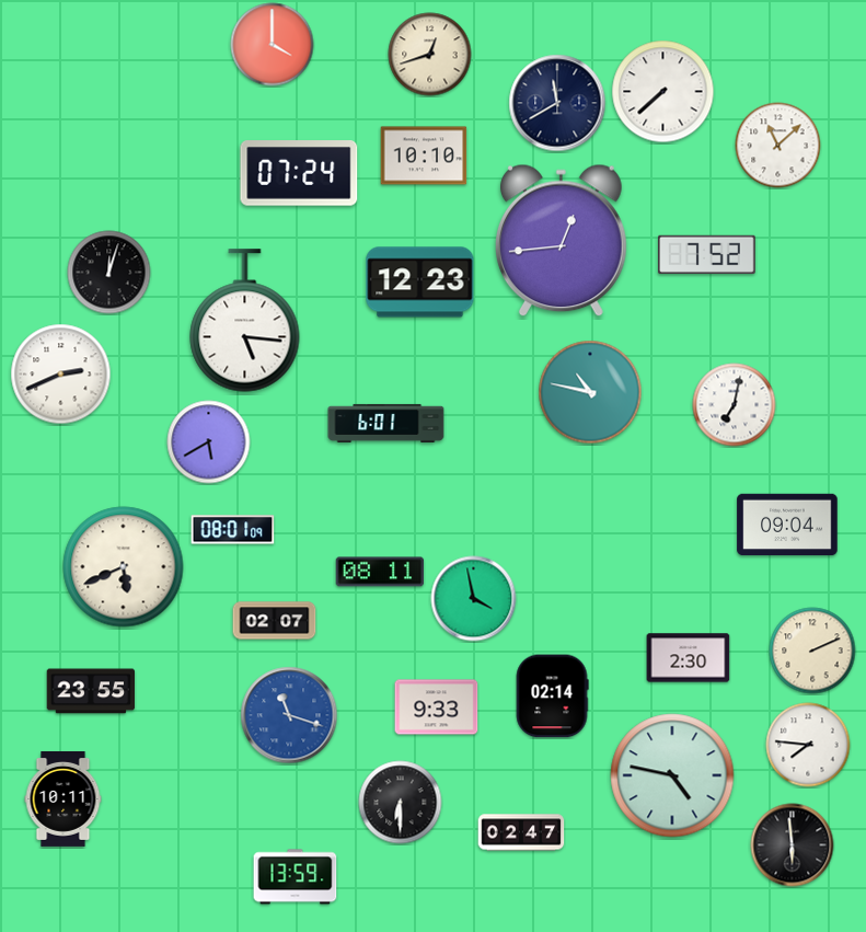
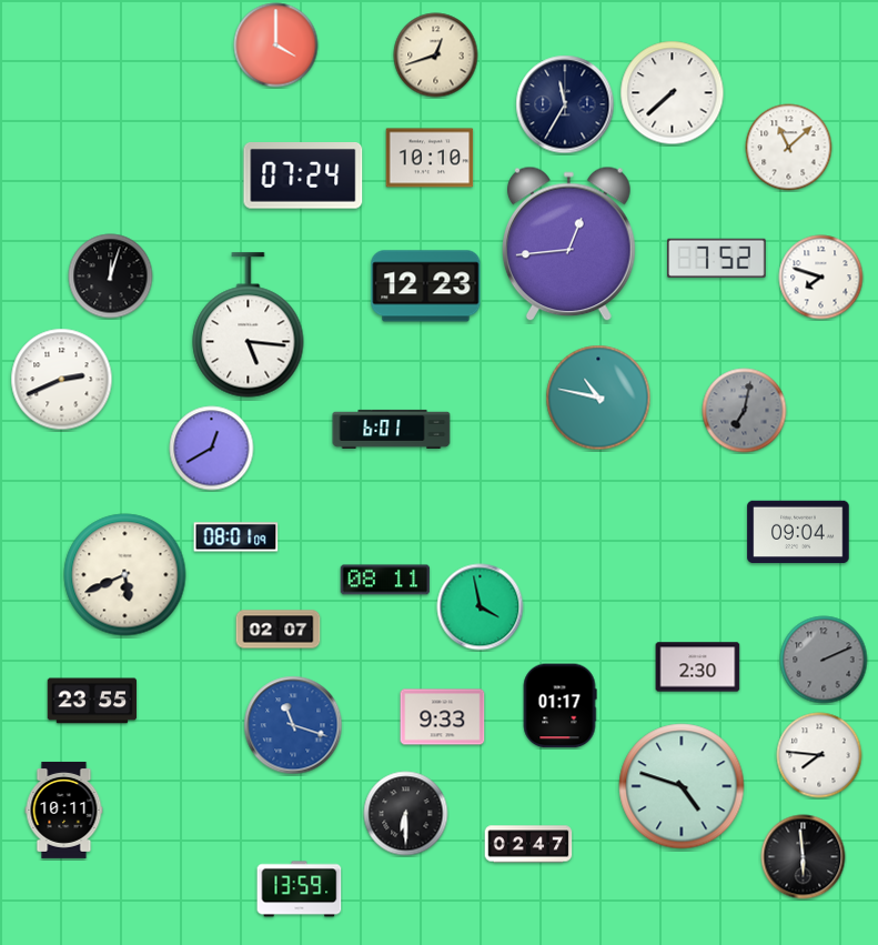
clock at (557, 103): 11:40 -> 11:35
clock at (821, 278): none -> 7:48
clock at (735, 405) dial: white -> grey
clock at (209, 442): 5:40 -> 12:40
clock at (812, 651) dial: cream -> grey
clock at (552, 697): 02:14 -> 01:17
clock at (672, 775): 4:47 -> 4:48
